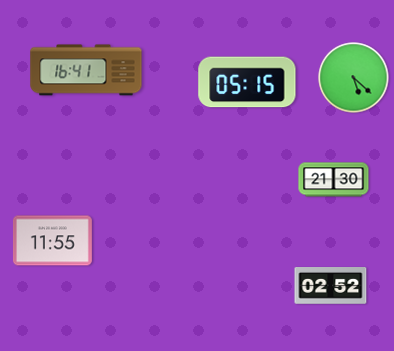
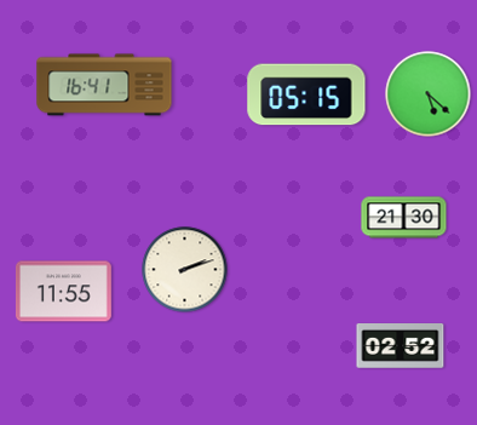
clock at (247, 82) position: (247, 82) -> (306, 94)
clock at (185, 270): none -> 2:12
